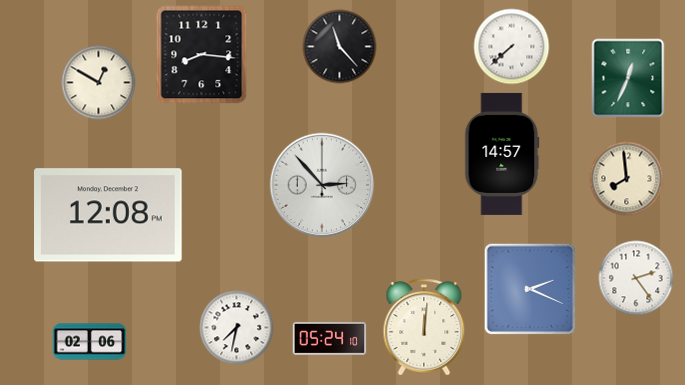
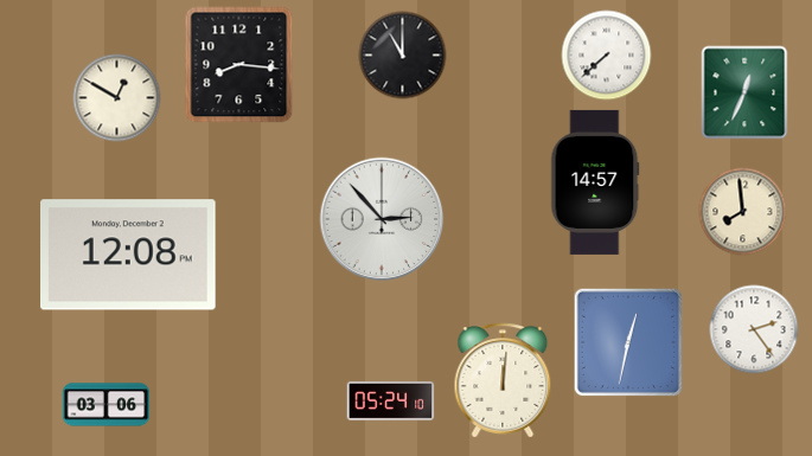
clock at (340, 47): 11:23 -> 11:00
clock at (529, 288): 2:19 -> 12:32
clock at (424, 327) position: (424, 327) -> (503, 380)
clock at (237, 328): 7:32 -> none
clock at (90, 342): 02:06 -> 03:06
